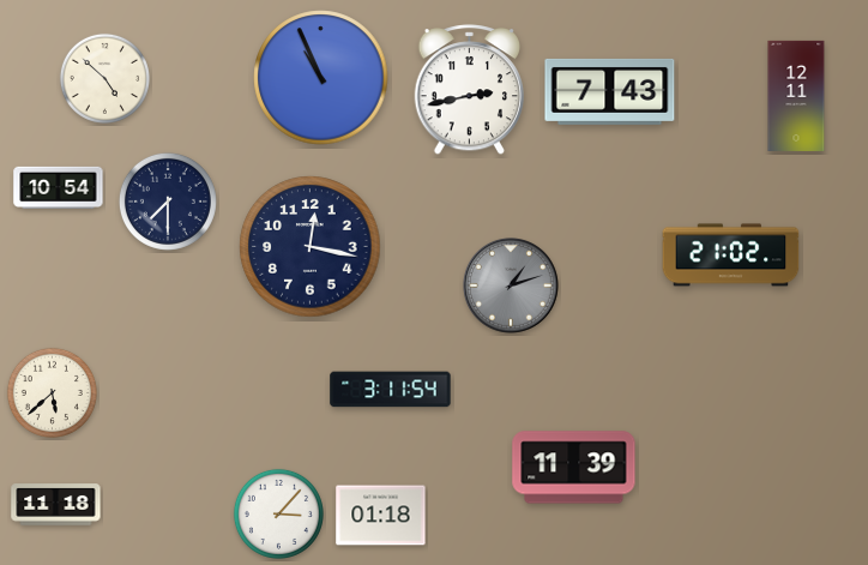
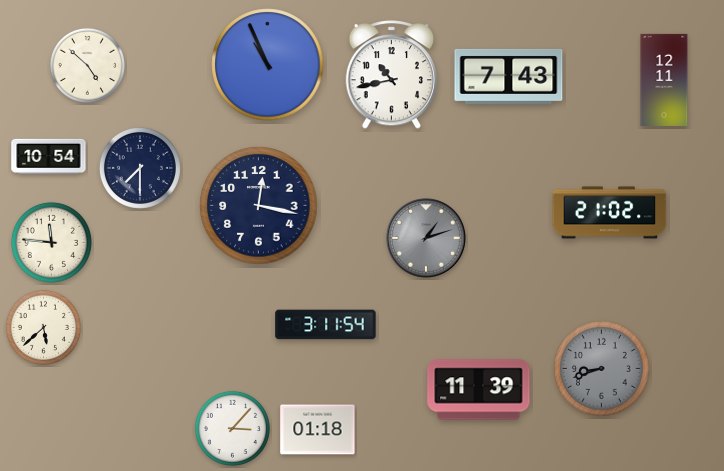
clock at (470, 90): 2:43 -> 10:43
clock at (51, 242): none -> 11:46
clock at (602, 369): none -> 8:42
clock at (56, 505): 11:18 -> none
